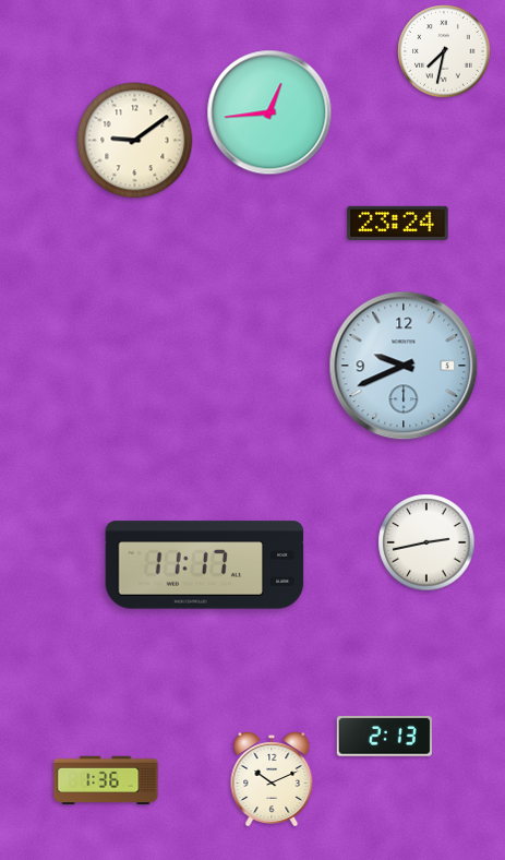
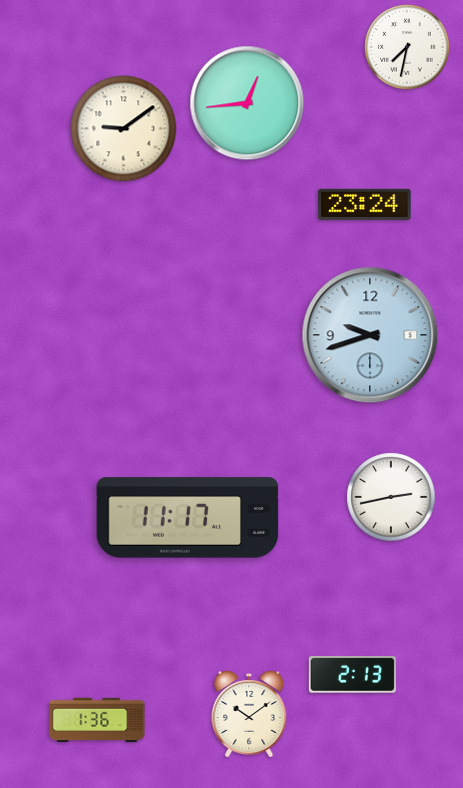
clock at (404, 366): 9:41 -> 9:42
clock at (106, 780) position: (106, 780) -> (97, 720)
clock at (272, 780): 10:11 -> 10:09
